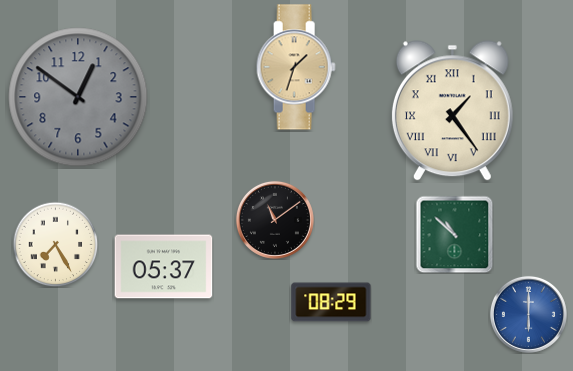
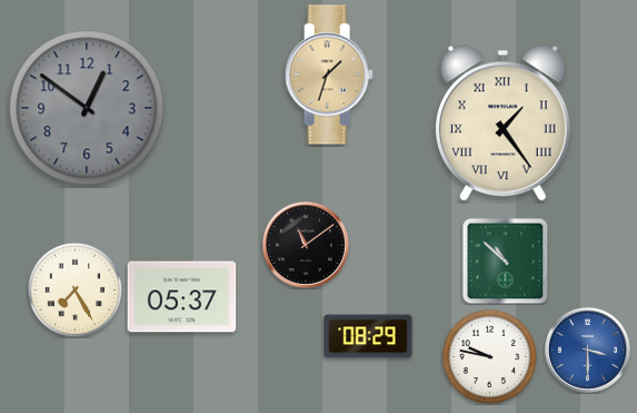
clock at (55, 244) position: (55, 244) -> (74, 289)
clock at (528, 314): 6:00 -> 3:30
clock at (489, 356): none -> 9:47
